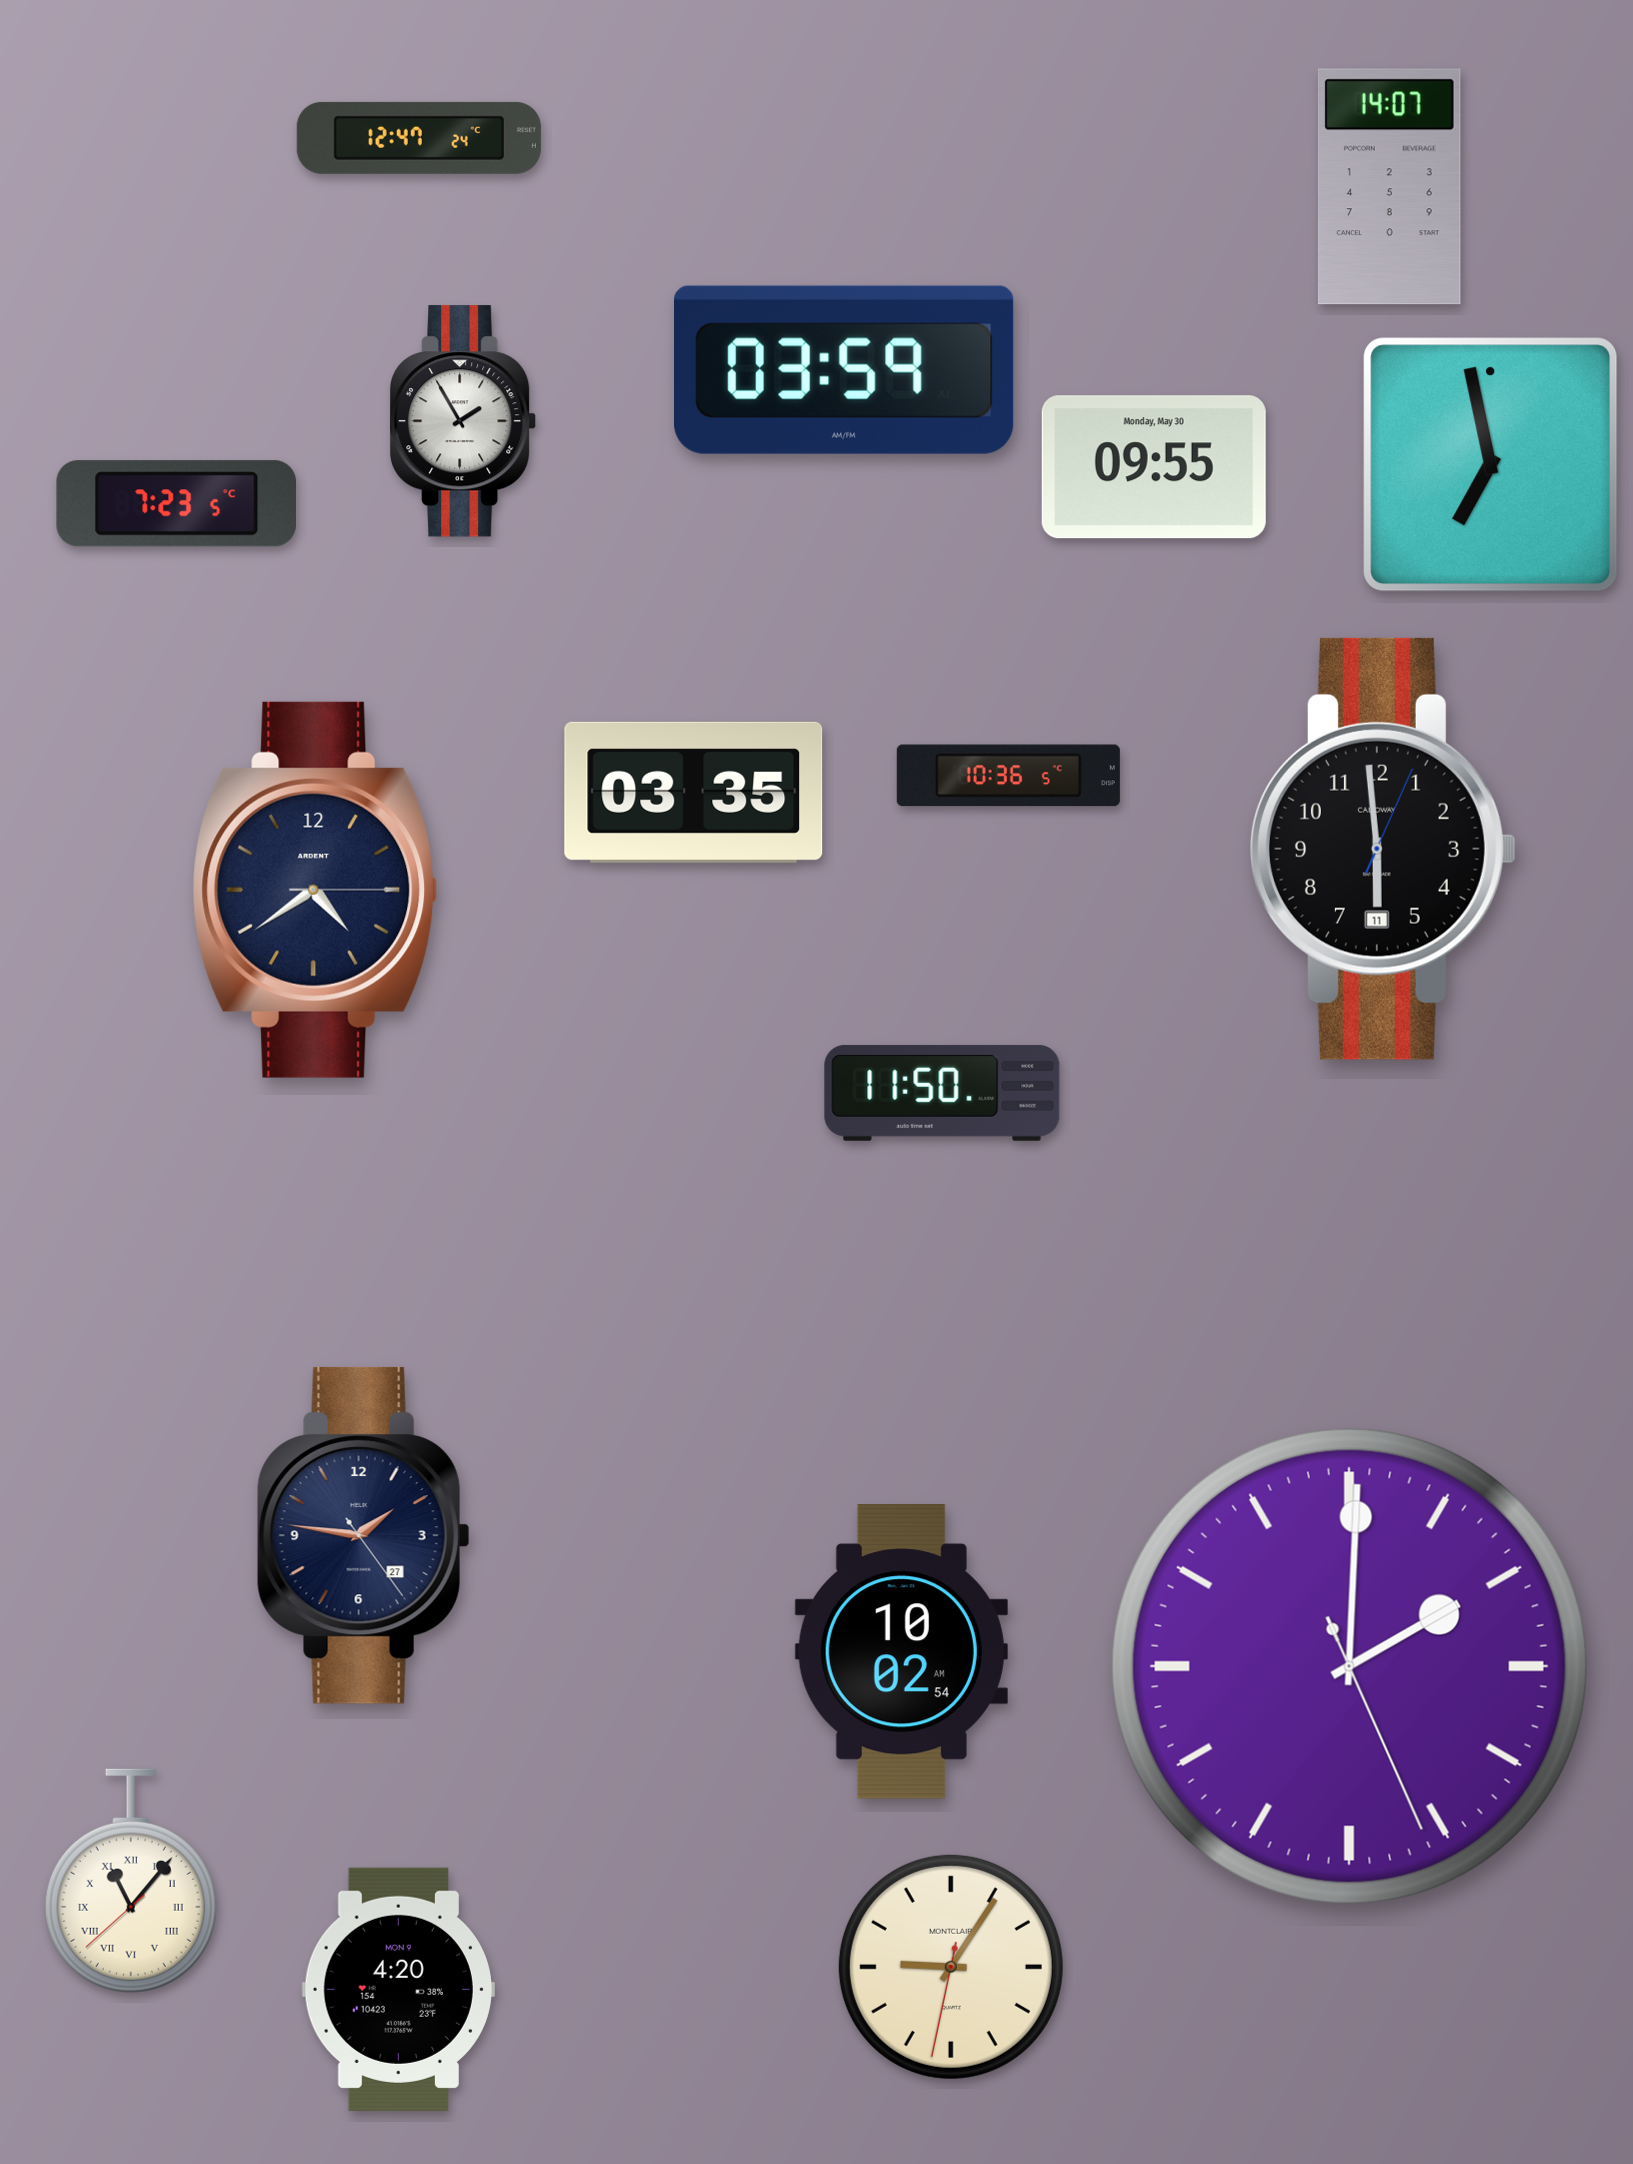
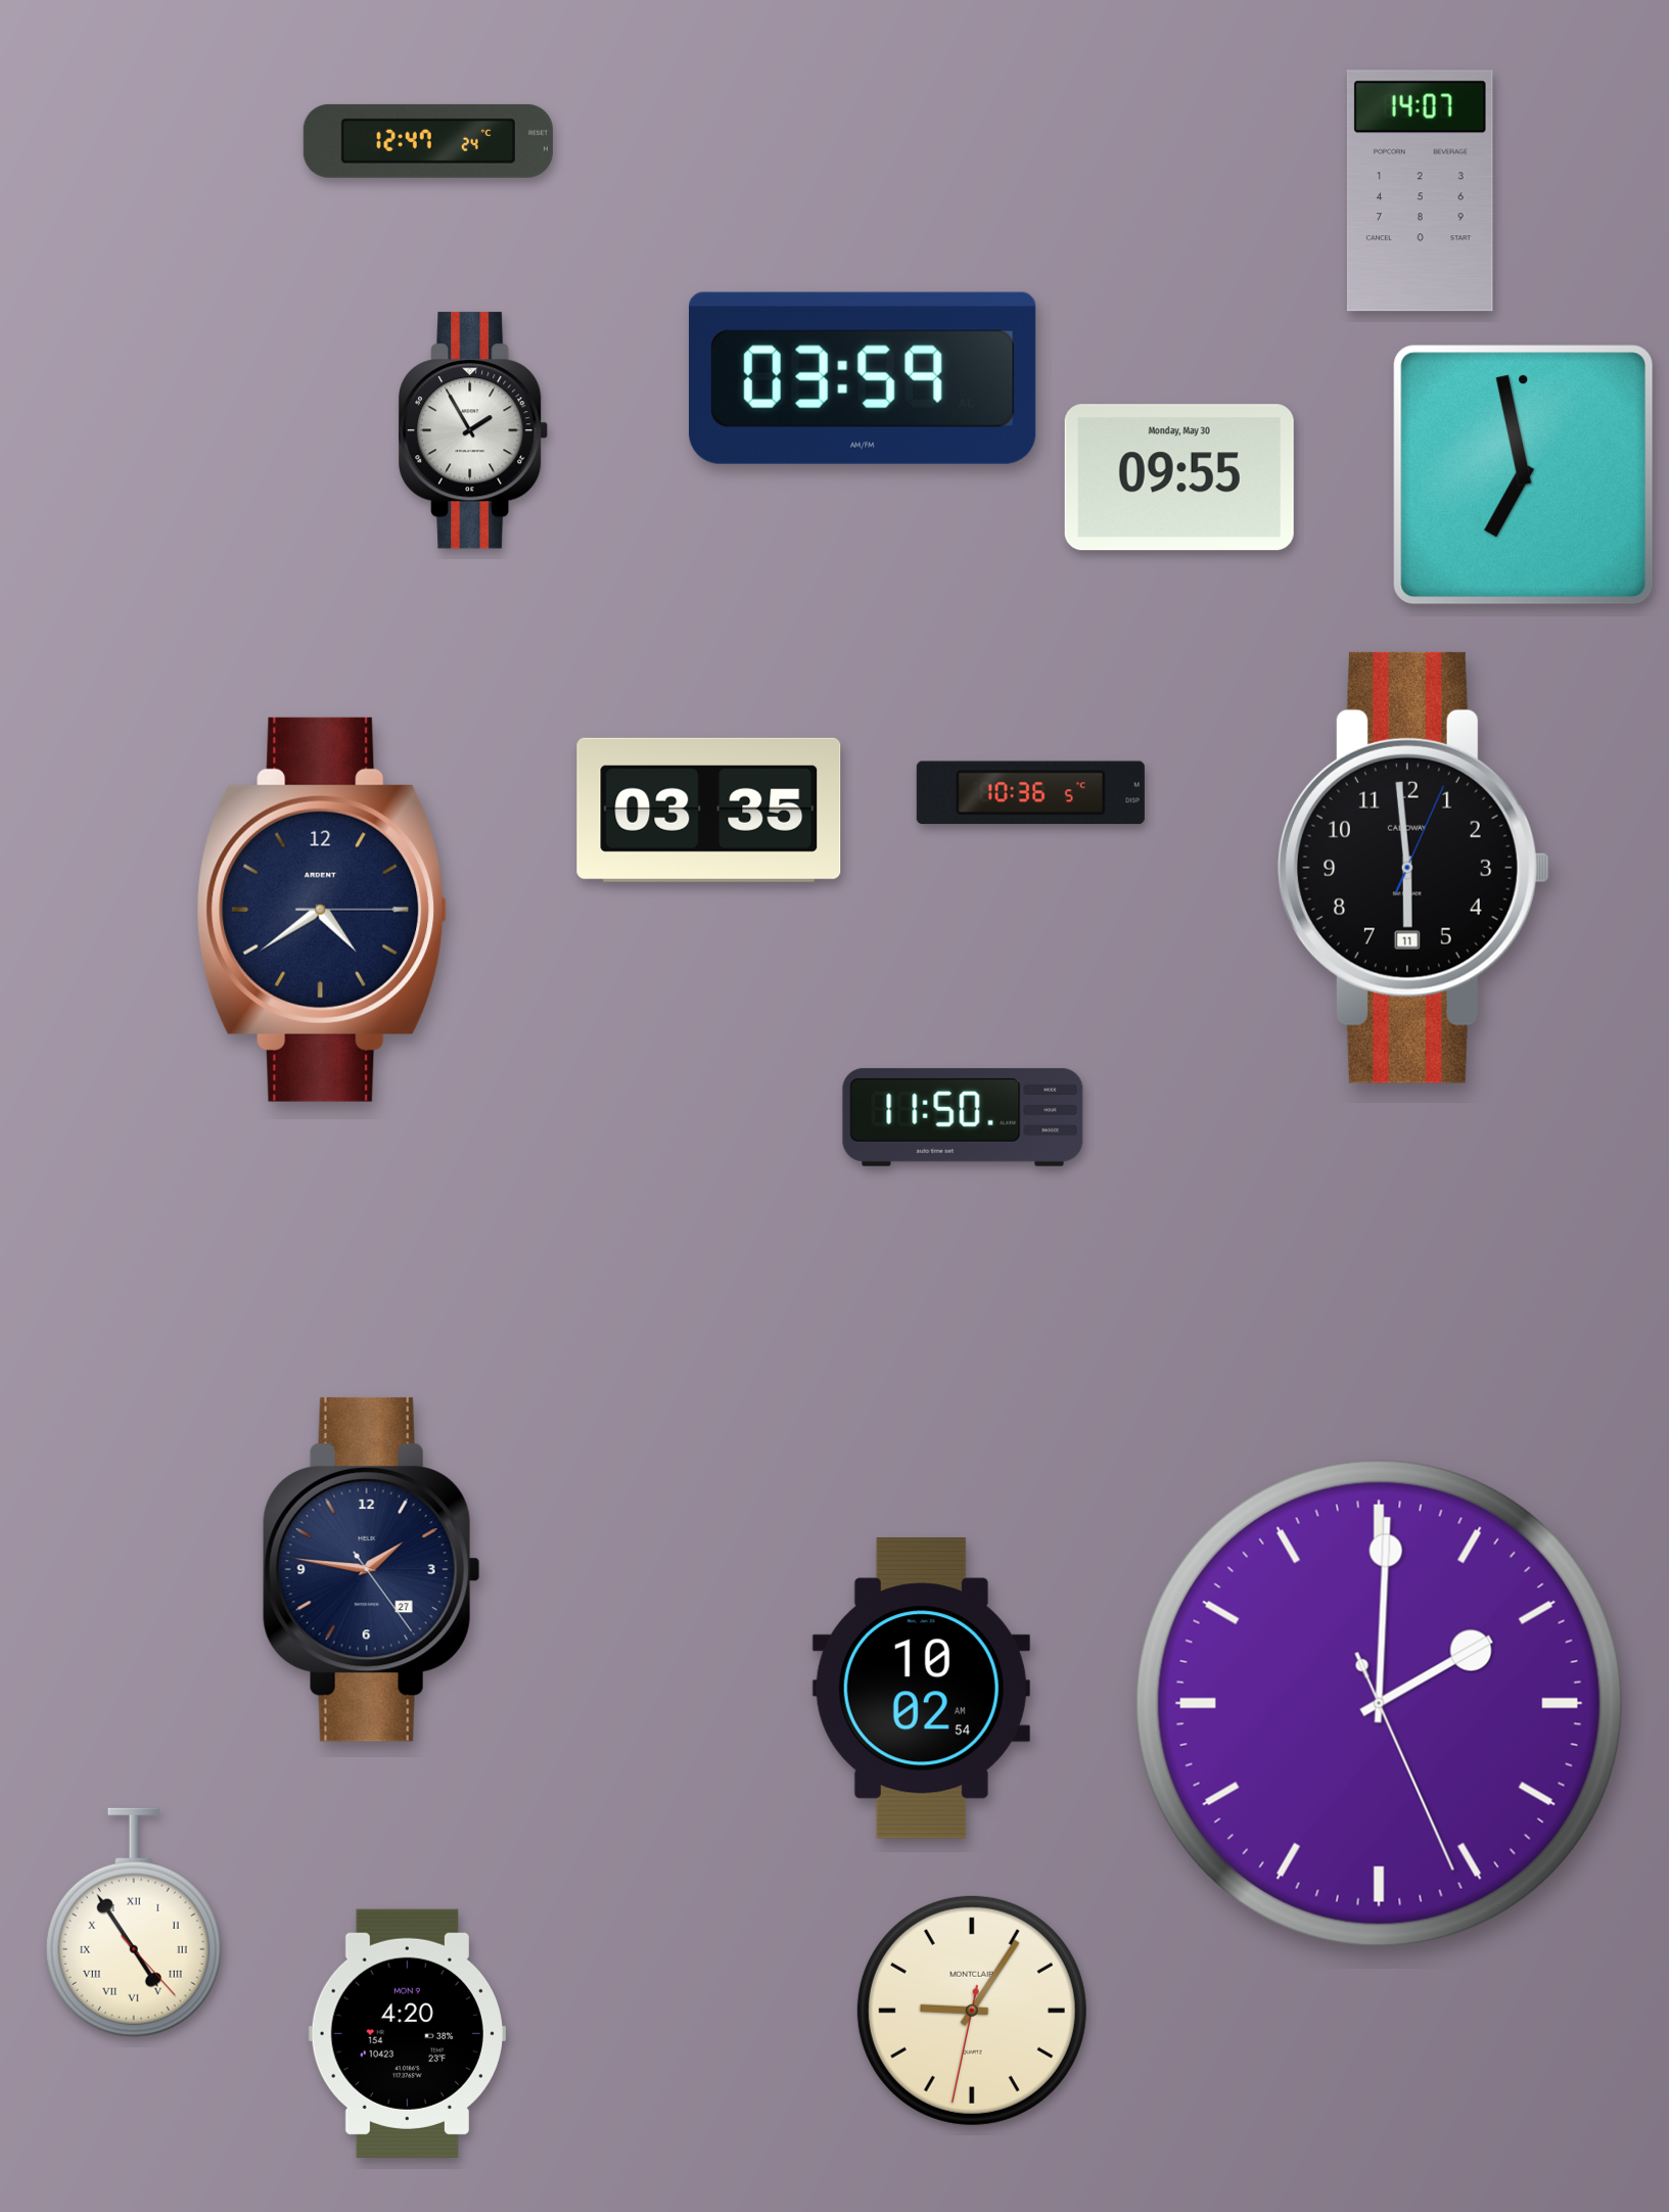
clock at (176, 504): 7:23 -> none
clock at (131, 1881): 11:06 -> 4:54
